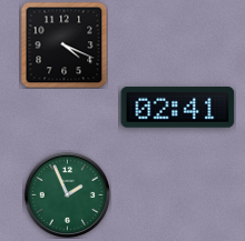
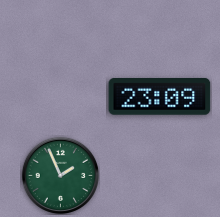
clock at (63, 44): 4:19 -> none
clock at (178, 108): 02:41 -> 23:09
